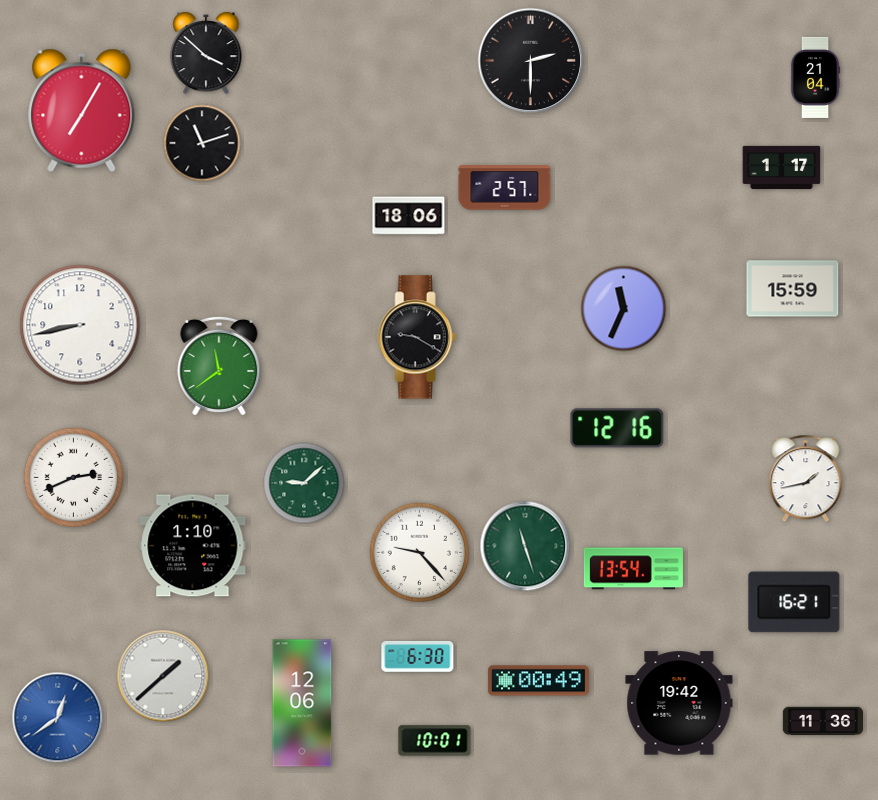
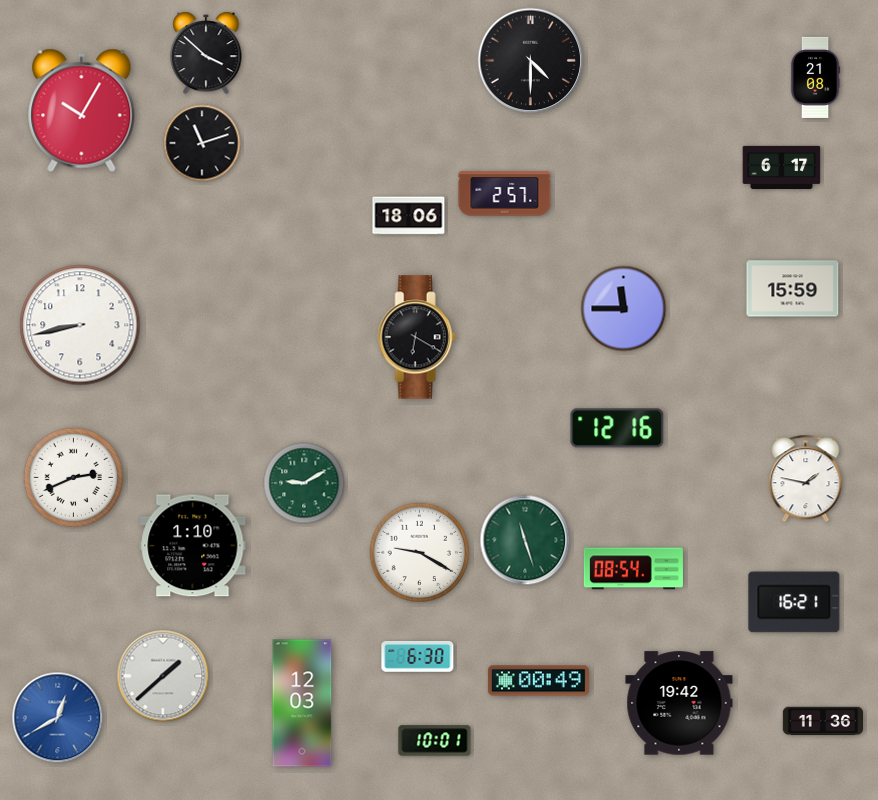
clock at (531, 61): 2:30 -> 4:30
clock at (815, 77): 21:04 -> 21:08
clock at (82, 110): 7:05 -> 10:05
clock at (782, 167): 1:17 -> 6:17
clock at (505, 188) position: (505, 188) -> (505, 194)
clock at (624, 309): 11:34 -> 11:45
clock at (417, 337): 9:20 -> 6:20
clock at (219, 366): 11:39 -> none
clock at (806, 479): 1:43 -> 1:47
clock at (304, 483): 9:08 -> 9:10
clock at (525, 546) position: (525, 546) -> (525, 540)
clock at (420, 553): 9:23 -> 9:20
clock at (633, 569): 13:54 -> 08:54
clock at (302, 703): 12:06 -> 12:03
clock at (58, 718): 12:39 -> 12:40
